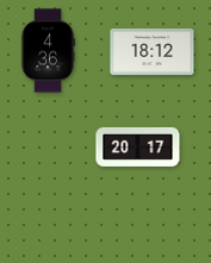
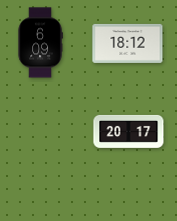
clock at (48, 51): 4:36 -> 6:09
clock at (138, 146) position: (138, 146) -> (129, 131)
